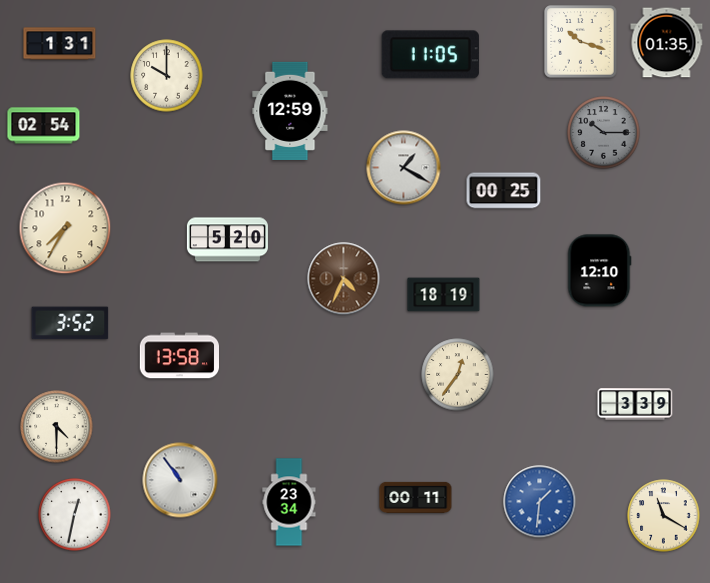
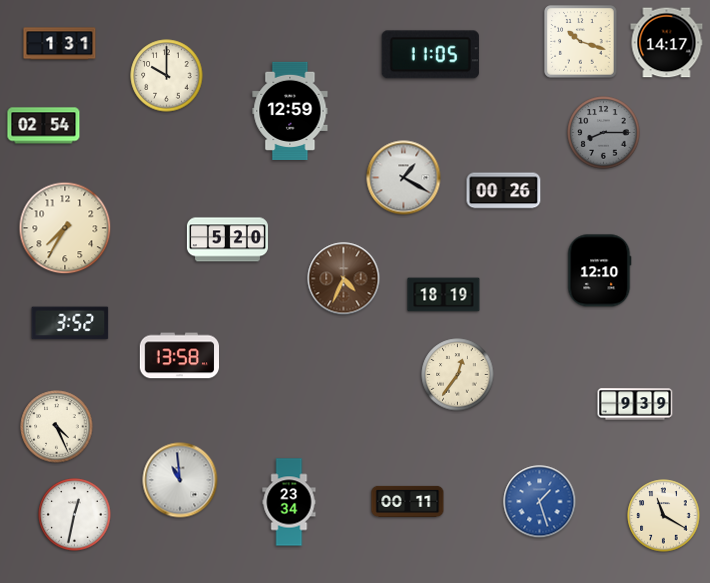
clock at (667, 43): 01:35 -> 14:17
clock at (604, 133): 10:15 -> 8:15
clock at (404, 168) position: (404, 168) -> (404, 178)
clock at (504, 191): 00:25 -> 00:26
clock at (635, 404): 3:39 -> 9:39
clock at (57, 427): 4:30 -> 4:26
clock at (180, 480): 10:54 -> 10:59
clock at (416, 497) position: (416, 497) -> (408, 501)
clock at (540, 502): 1:31 -> 1:27
